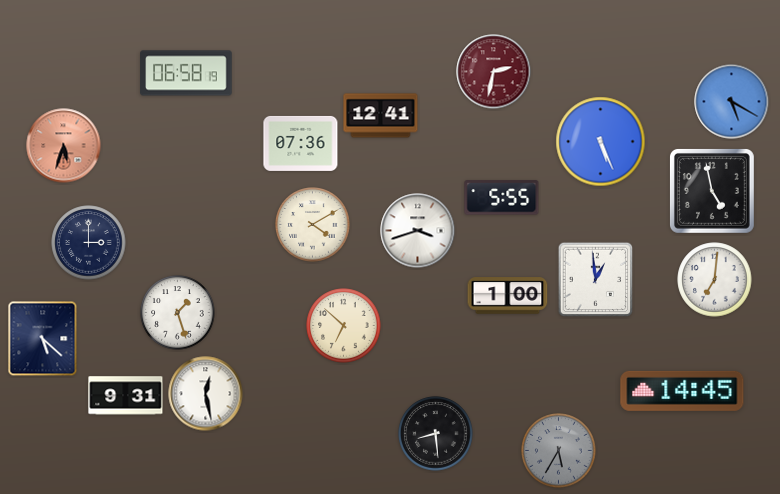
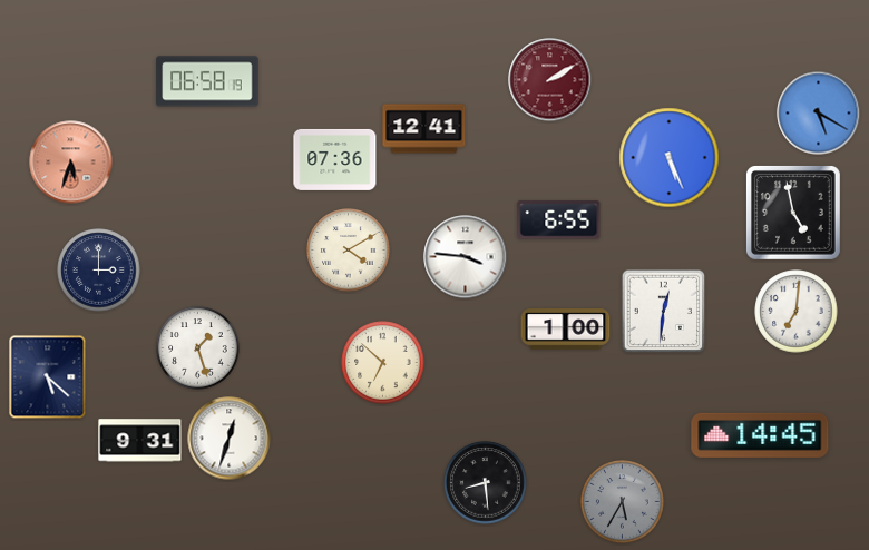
clock at (494, 72): 2:32 -> 2:10
clock at (732, 102) position: (732, 102) -> (819, 114)
clock at (502, 198): 5:55 -> 6:55
clock at (418, 231): 3:42 -> 3:46
clock at (596, 280): 12:59 -> 12:31
clock at (206, 394): 12:28 -> 12:33
